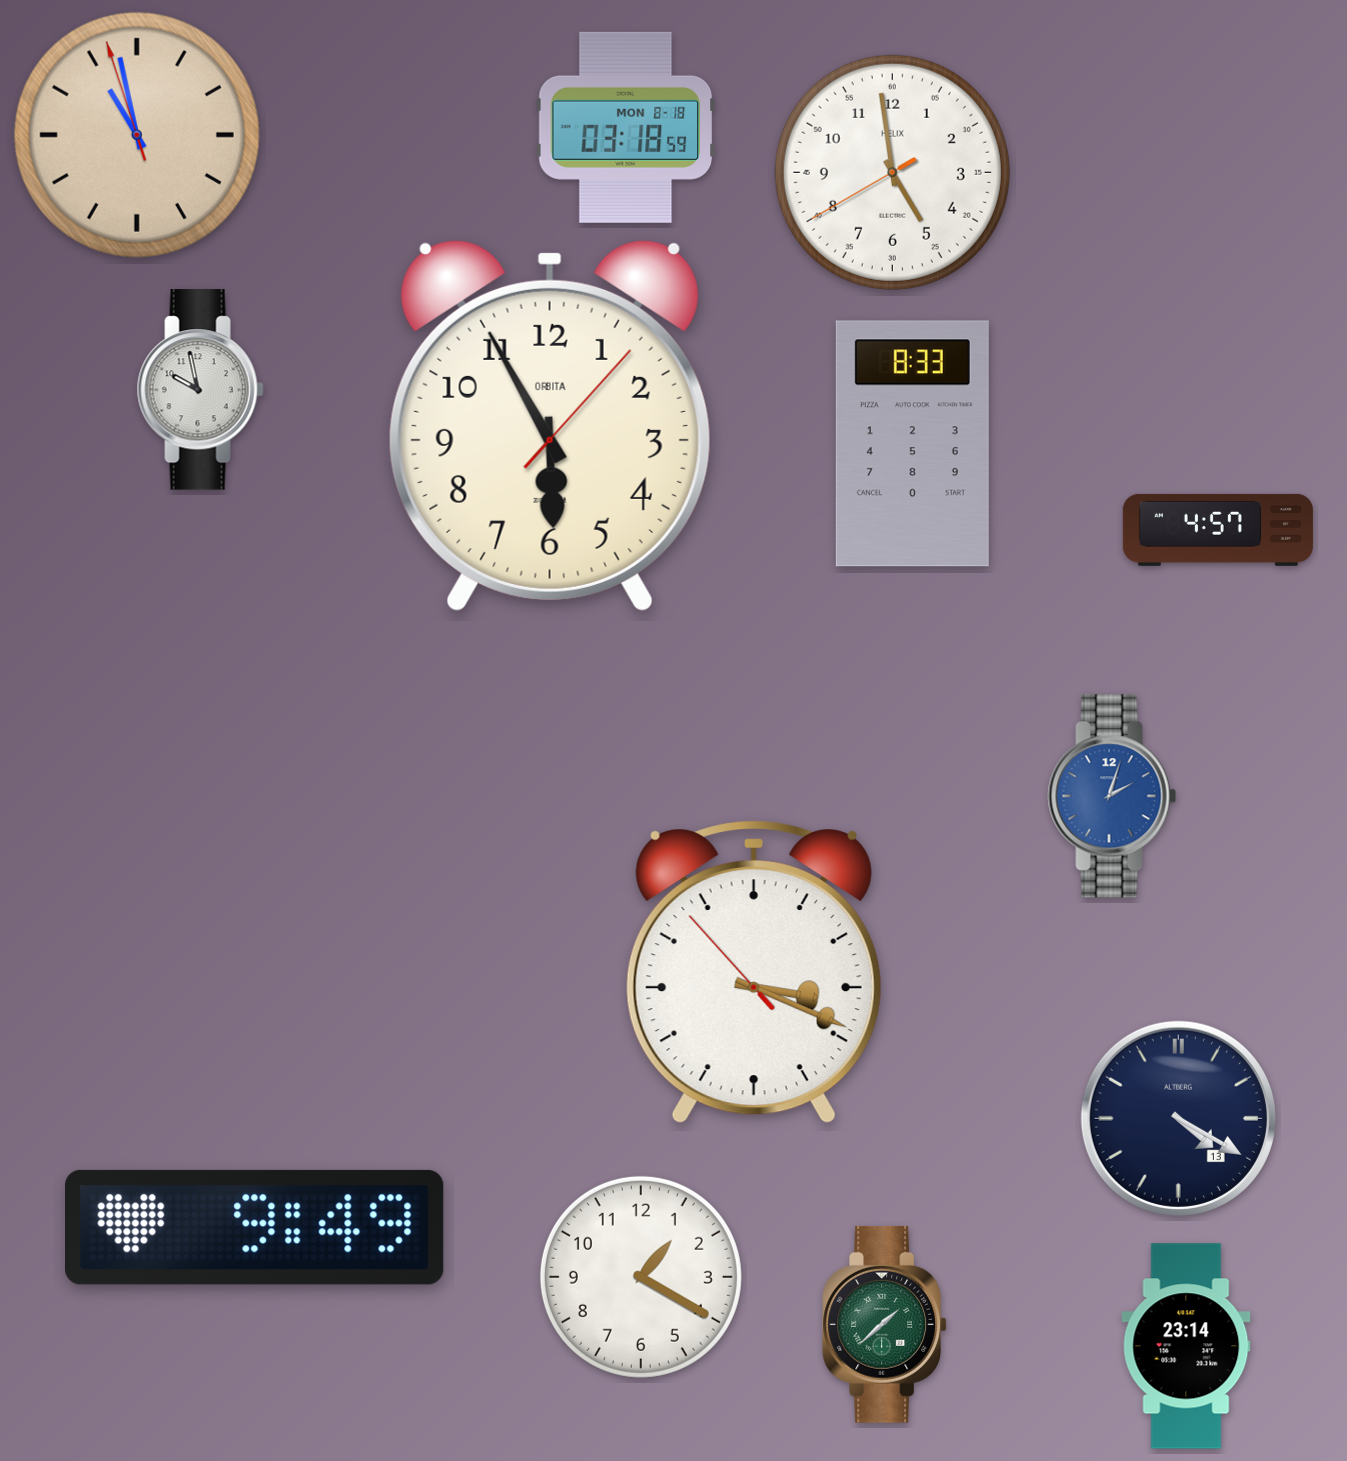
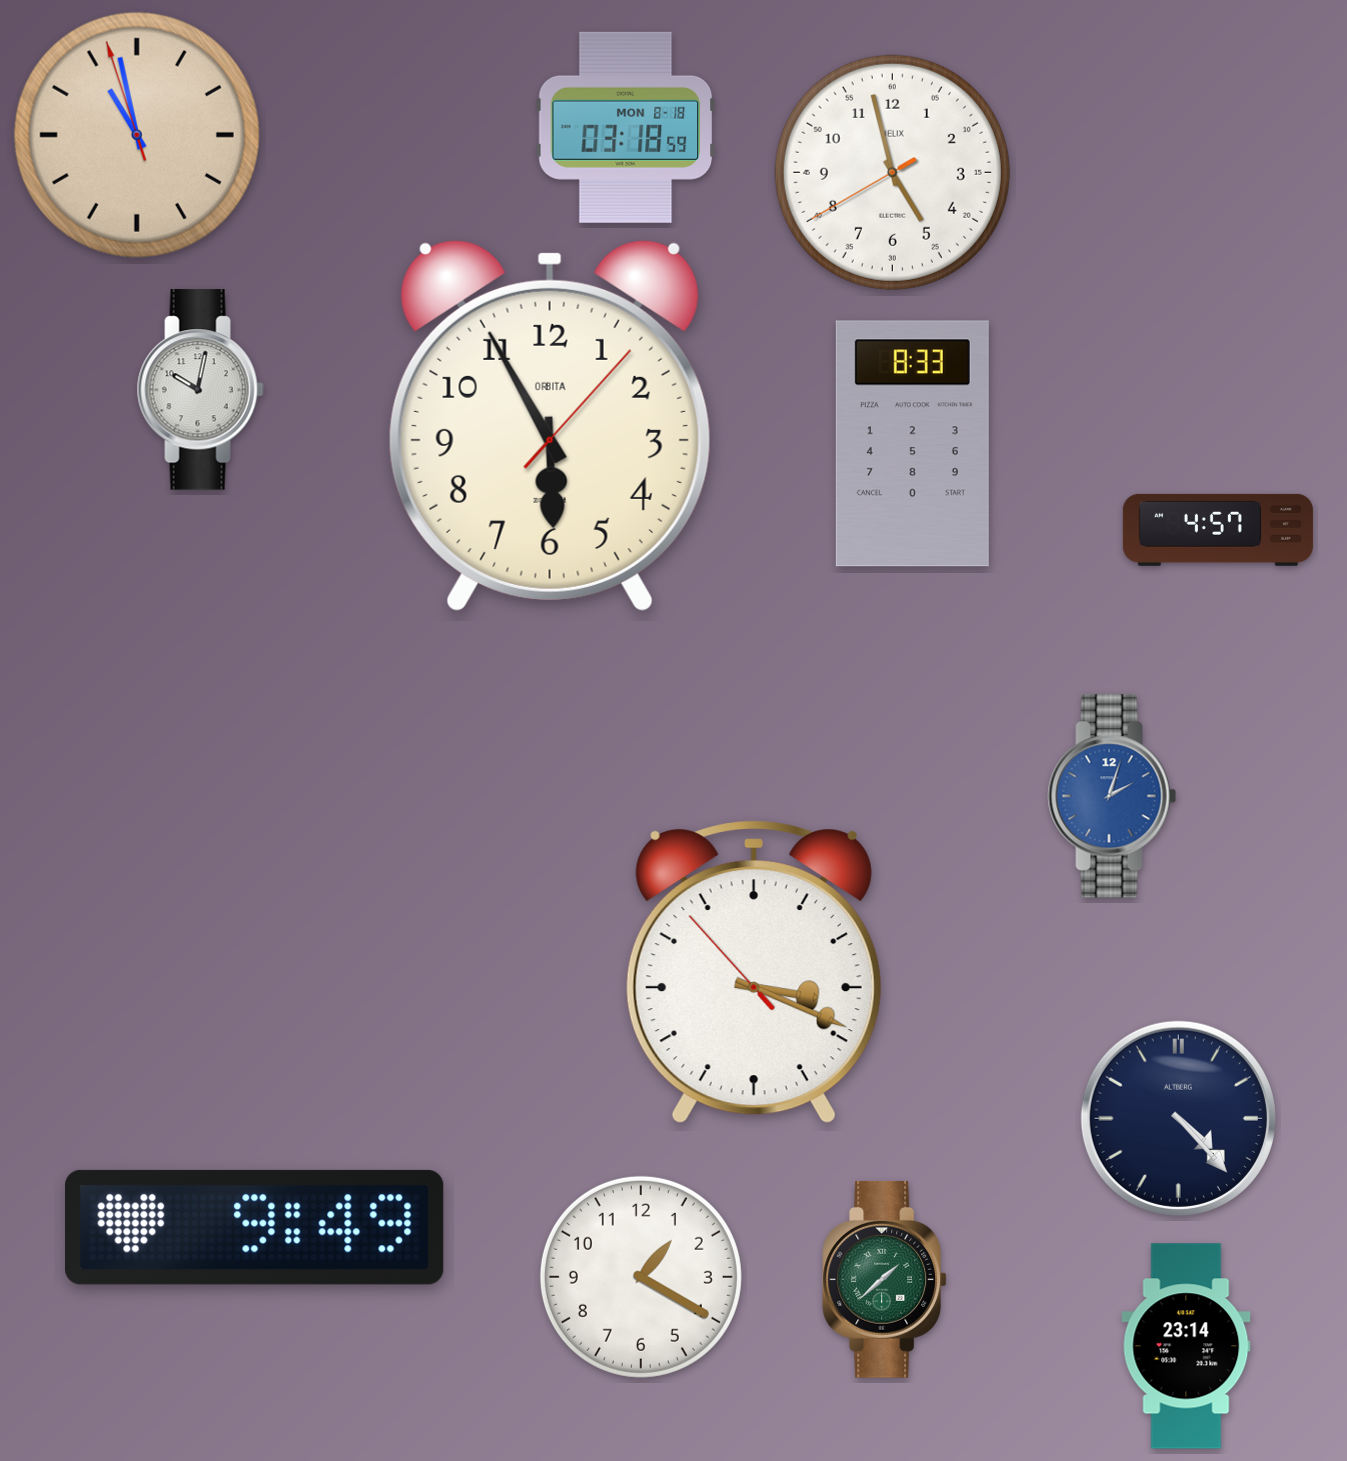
clock at (892, 172): 4:58 -> 4:57
clock at (200, 390): 9:58 -> 10:02
clock at (1178, 1118): 4:20 -> 4:23
clock at (885, 1324) position: (885, 1324) -> (885, 1279)
